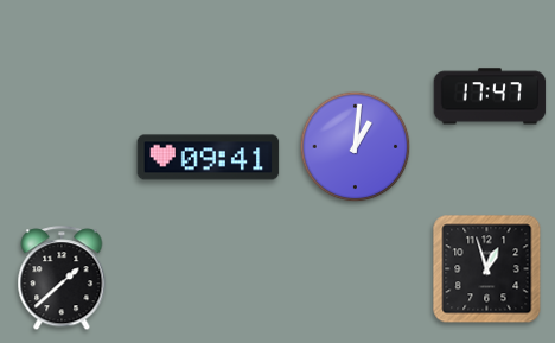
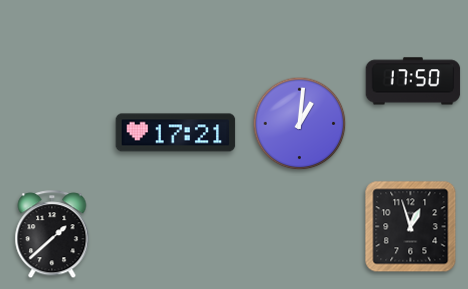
clock at (490, 96): 17:47 -> 17:50
clock at (209, 158): 09:41 -> 17:21
